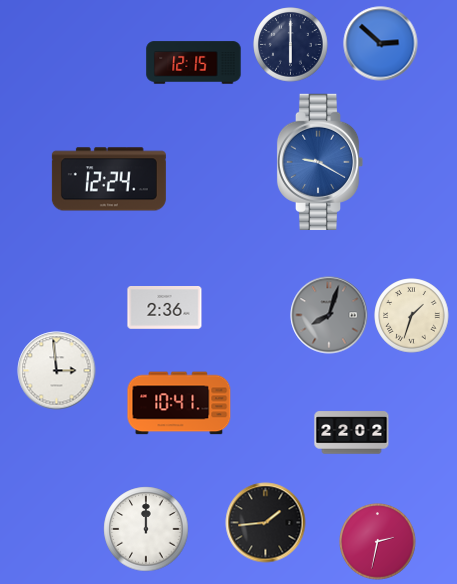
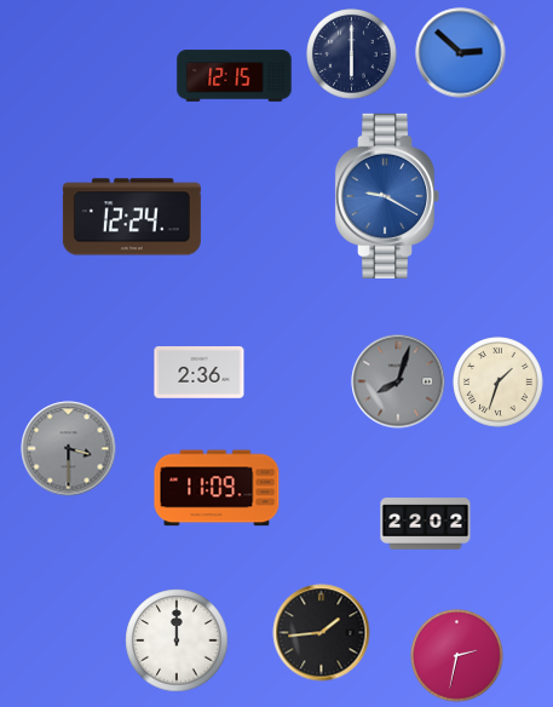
clock at (57, 371): 2:59 -> 3:30
clock at (57, 371) dial: white -> grey
clock at (179, 403): 10:41 -> 11:09
